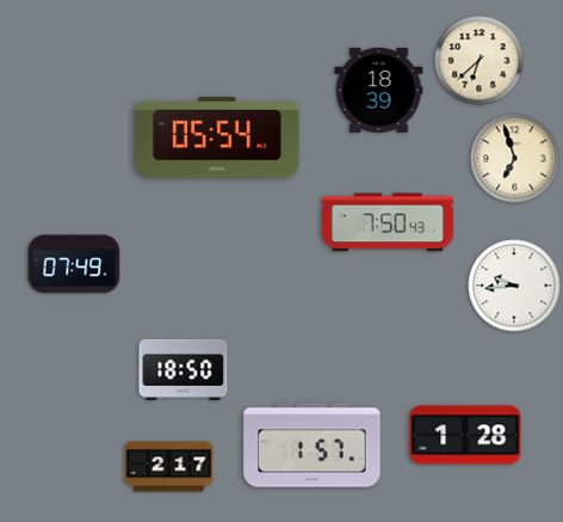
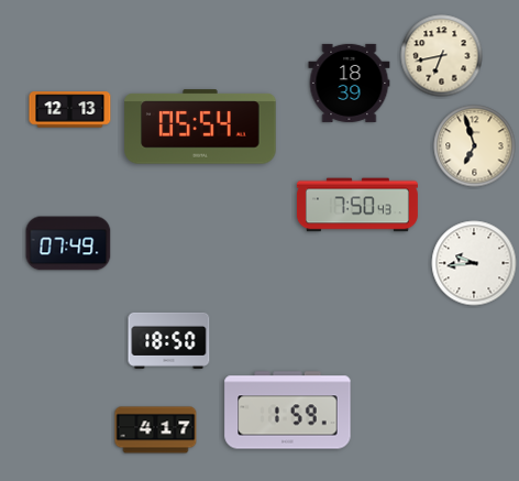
clock at (480, 61): 6:38 -> 6:43
clock at (70, 110): none -> 12:13
clock at (465, 435): 1:28 -> none
clock at (313, 446): 1:57 -> 1:59
clock at (169, 467): 2:17 -> 4:17
